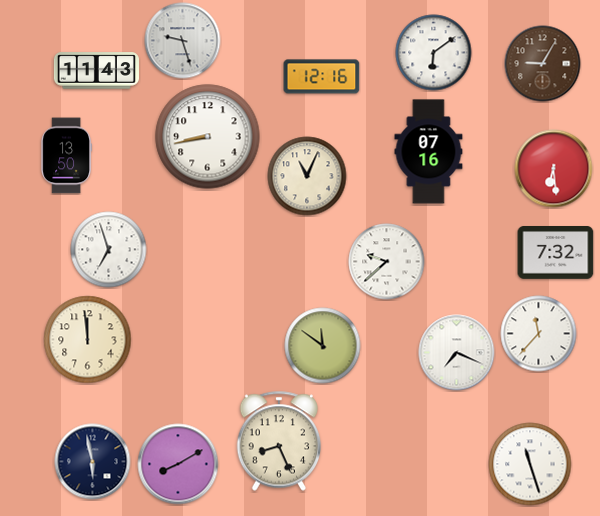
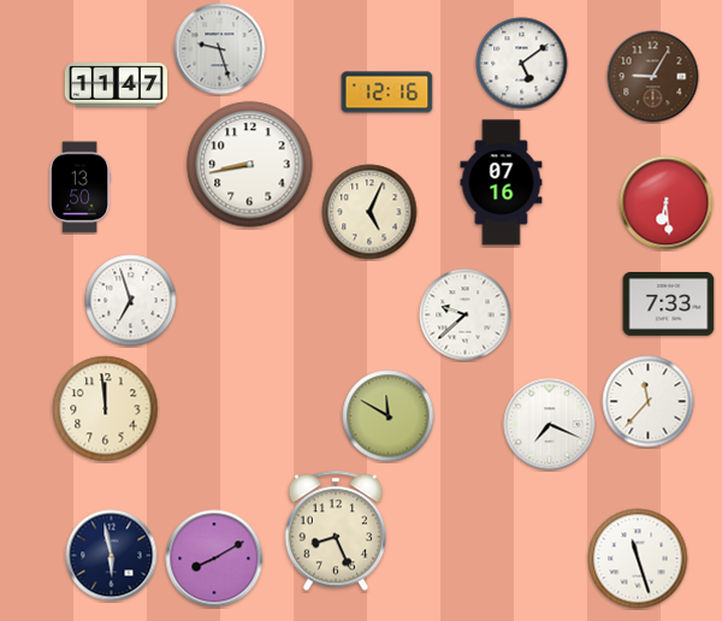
clock at (434, 53): 6:09 -> 5:09
clock at (96, 71): 11:43 -> 11:47
clock at (429, 152) position: (429, 152) -> (502, 183)
clock at (307, 176): 11:04 -> 5:04
clock at (556, 253): 7:32 -> 7:33
clock at (323, 346): 11:51 -> 11:50
